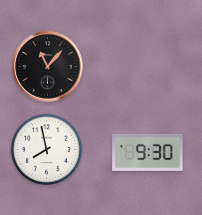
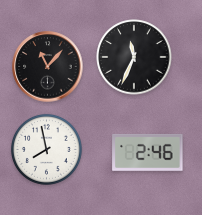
clock at (134, 57): none -> 11:34
clock at (148, 152): 9:30 -> 2:46
